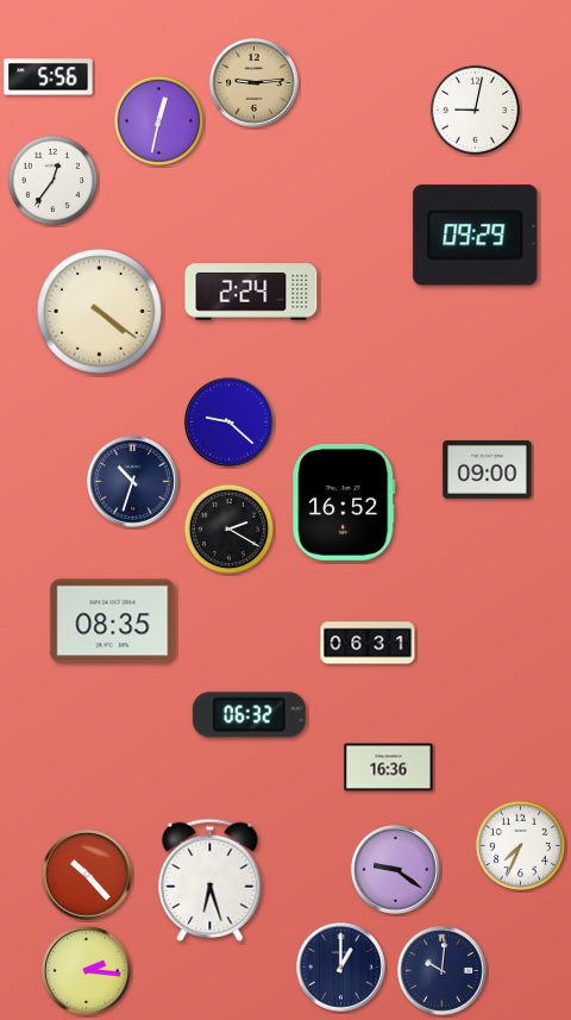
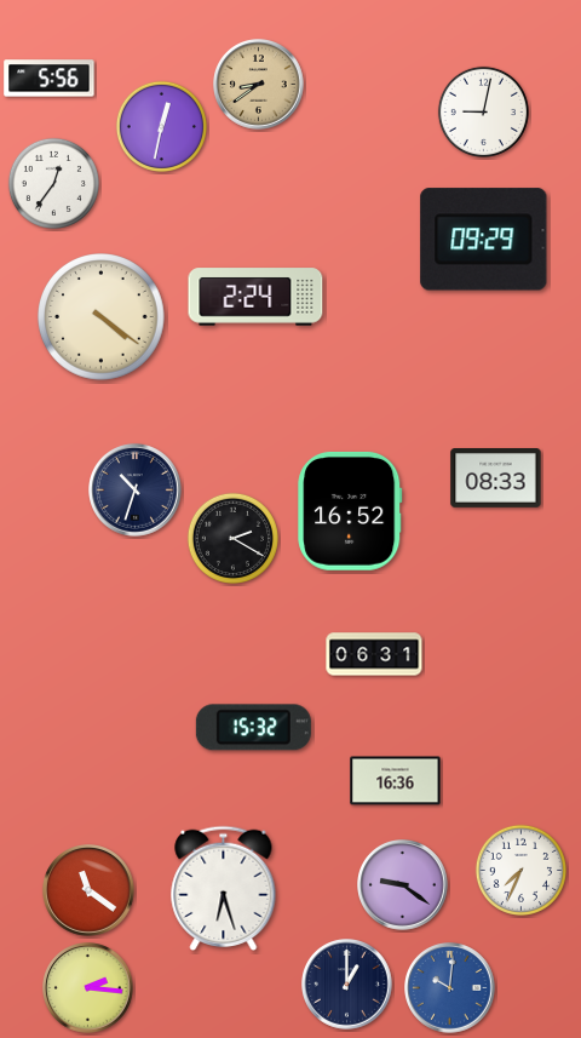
clock at (255, 83): 9:14 -> 8:39
clock at (158, 120) position: (158, 120) -> (161, 126)
clock at (230, 423): 9:22 -> none
clock at (488, 470): 09:00 -> 08:33
clock at (113, 621): 08:35 -> none
clock at (249, 715): 06:32 -> 15:32
clock at (520, 845) position: (520, 845) -> (520, 870)
clock at (88, 876): 10:23 -> 11:21
clock at (211, 880) position: (211, 880) -> (224, 888)
clock at (443, 971) dial: navy -> blue
